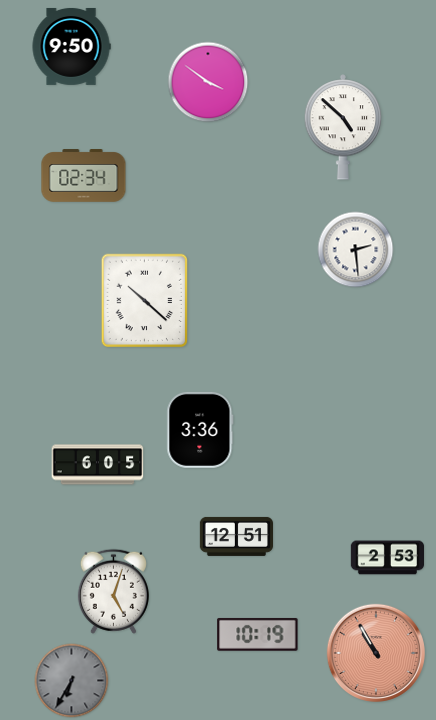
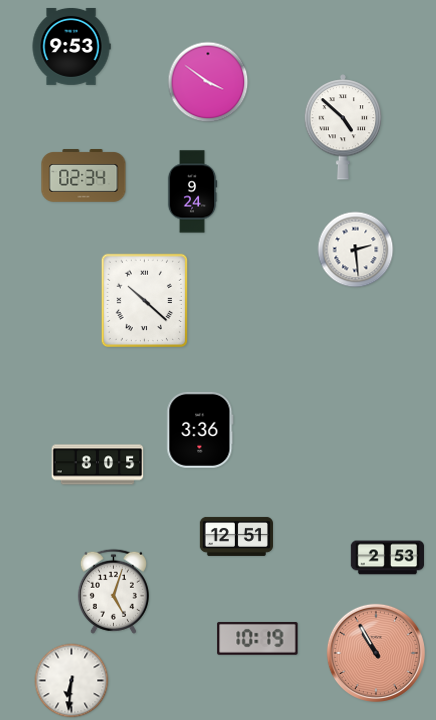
clock at (71, 46): 9:50 -> 9:53
clock at (192, 192): none -> 9:24
clock at (98, 465): 6:05 -> 8:05
clock at (258, 634) position: (258, 634) -> (258, 638)
clock at (72, 681): 6:35 -> 6:31
clock at (72, 681) dial: grey -> white
